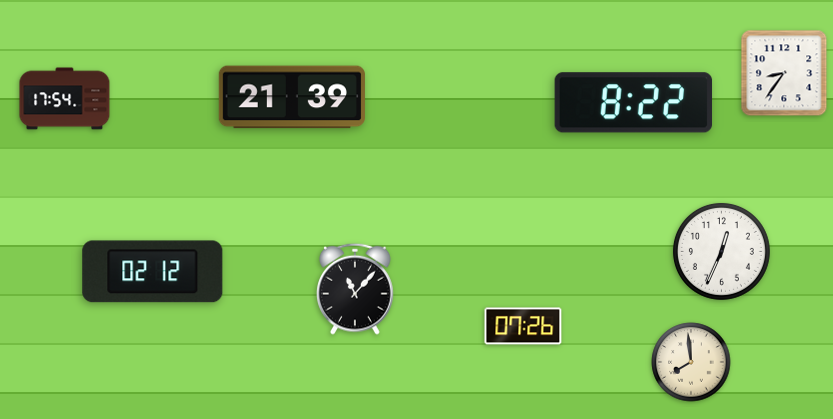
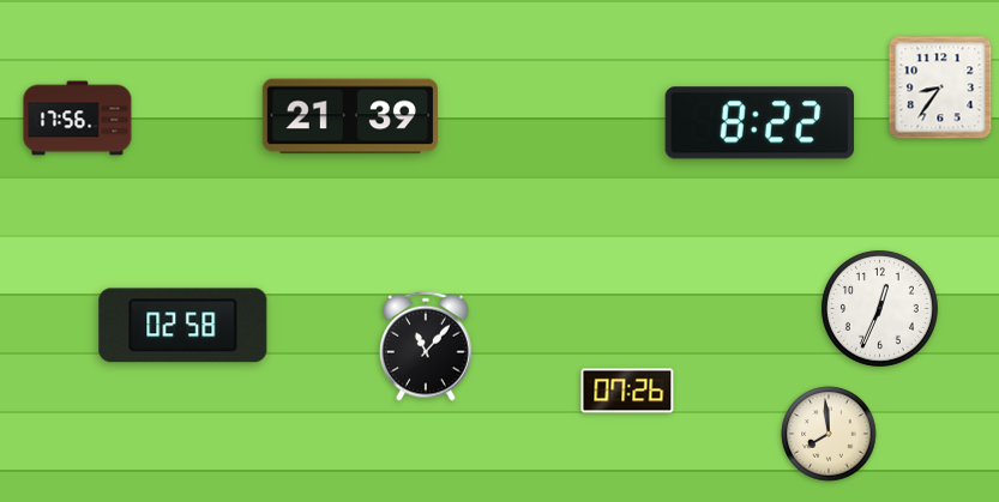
clock at (65, 99): 17:54 -> 17:56
clock at (721, 251) position: (721, 251) -> (879, 308)
clock at (153, 272): 02:12 -> 02:58
